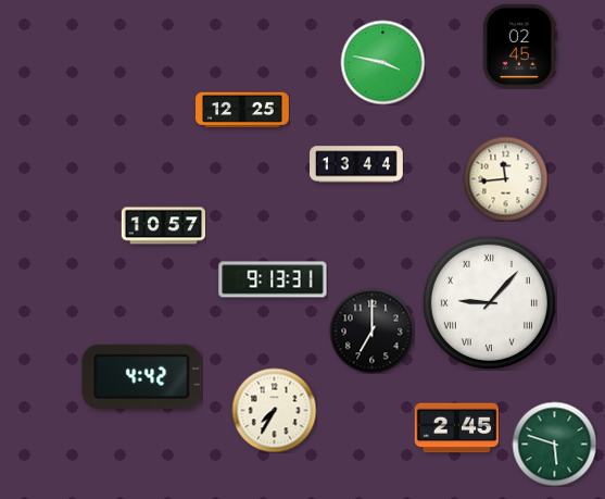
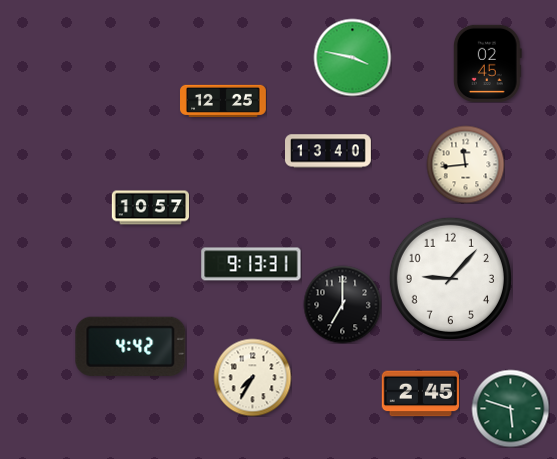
clock at (519, 46) position: (519, 46) -> (487, 63)
clock at (357, 164): 13:44 -> 13:40
clock at (273, 279) position: (273, 279) -> (251, 264)
clock at (489, 302) numerals: Roman -> Arabic
